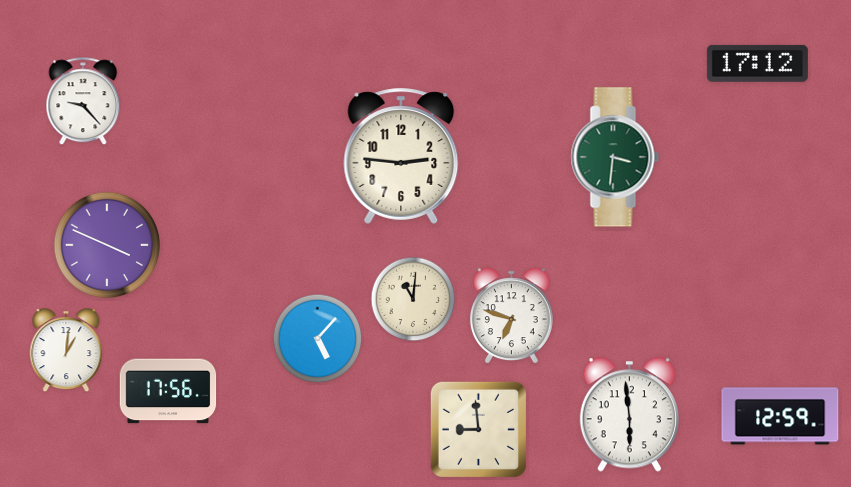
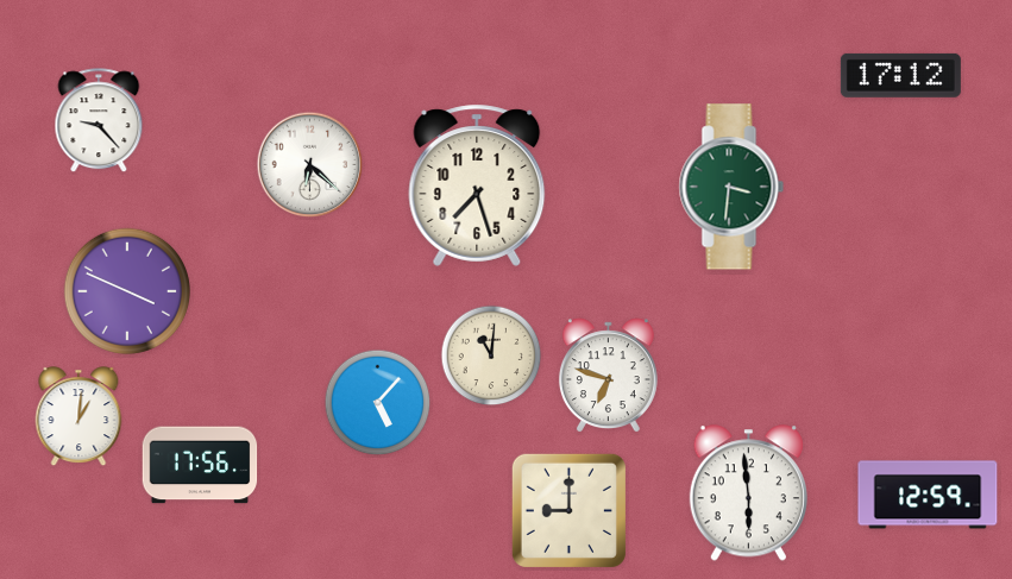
clock at (310, 165): none -> 6:22
clock at (401, 156): 2:46 -> 7:27
clock at (478, 429): 8:59 -> 9:00
